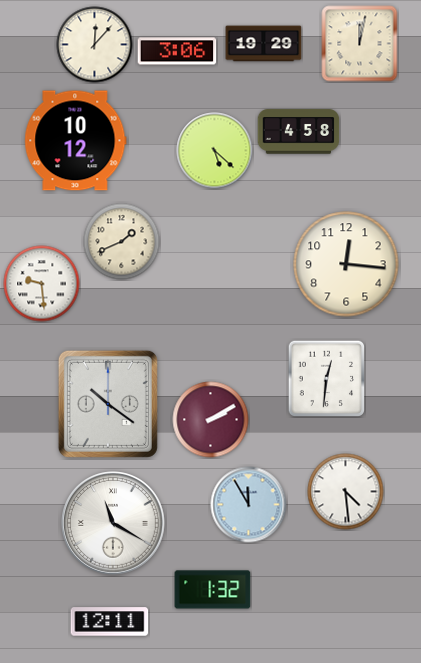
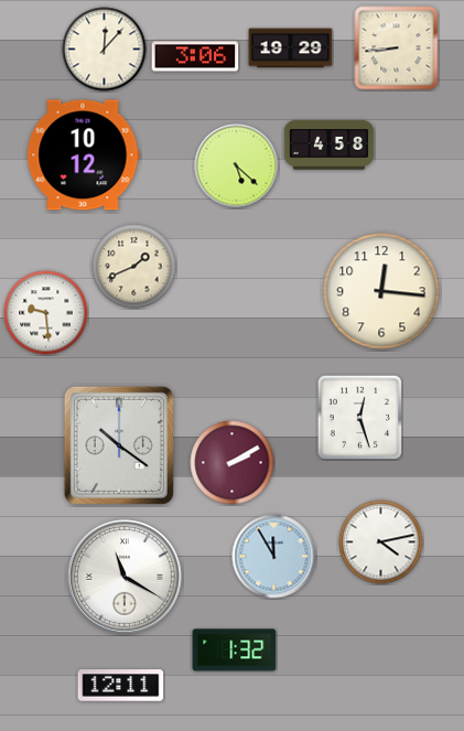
clock at (360, 44): 12:02 -> 8:44
clock at (326, 378): 12:31 -> 12:27
clock at (346, 492): 4:29 -> 4:13
